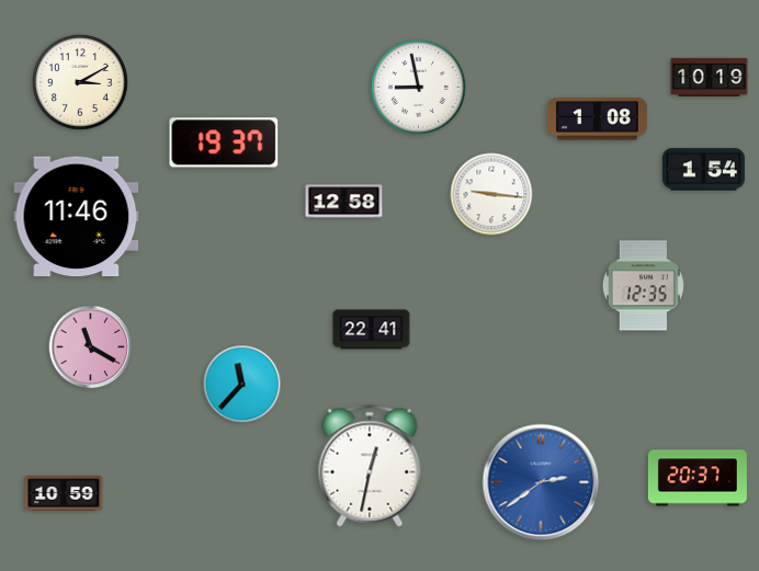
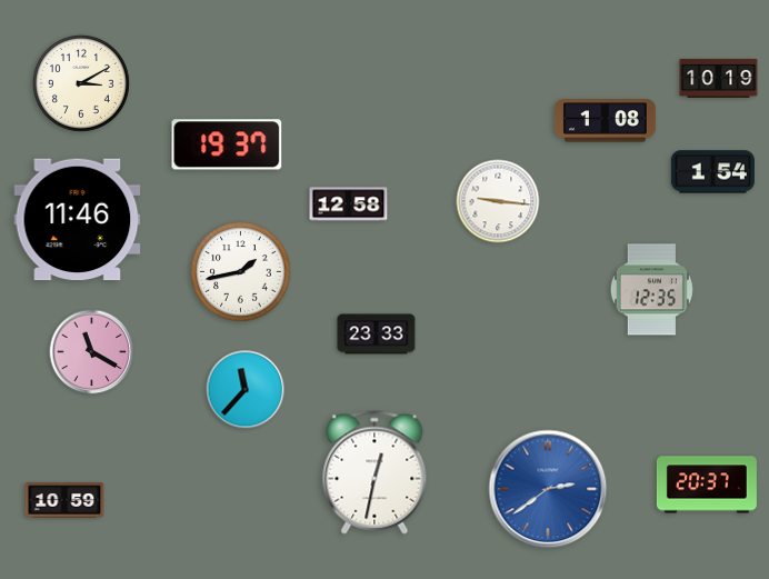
clock at (418, 87): 8:58 -> none
clock at (491, 194) position: (491, 194) -> (498, 201)
clock at (241, 272): none -> 1:43
clock at (372, 330): 22:41 -> 23:33
